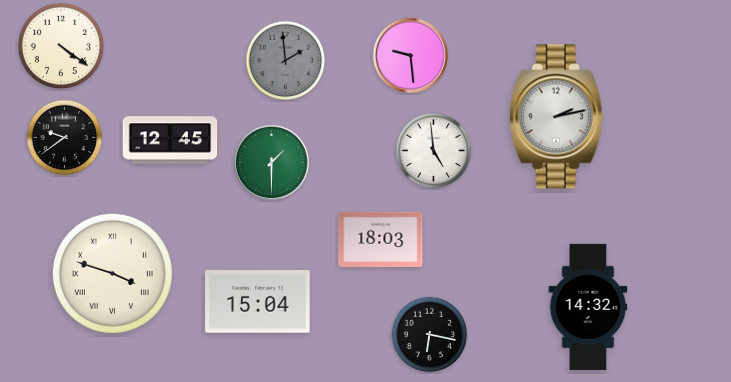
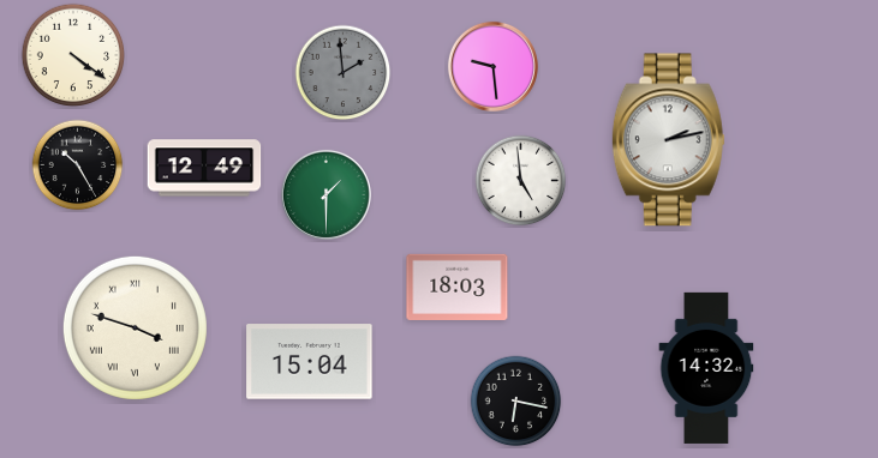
clock at (65, 138): 9:39 -> 10:25
clock at (170, 140): 12:45 -> 12:49
